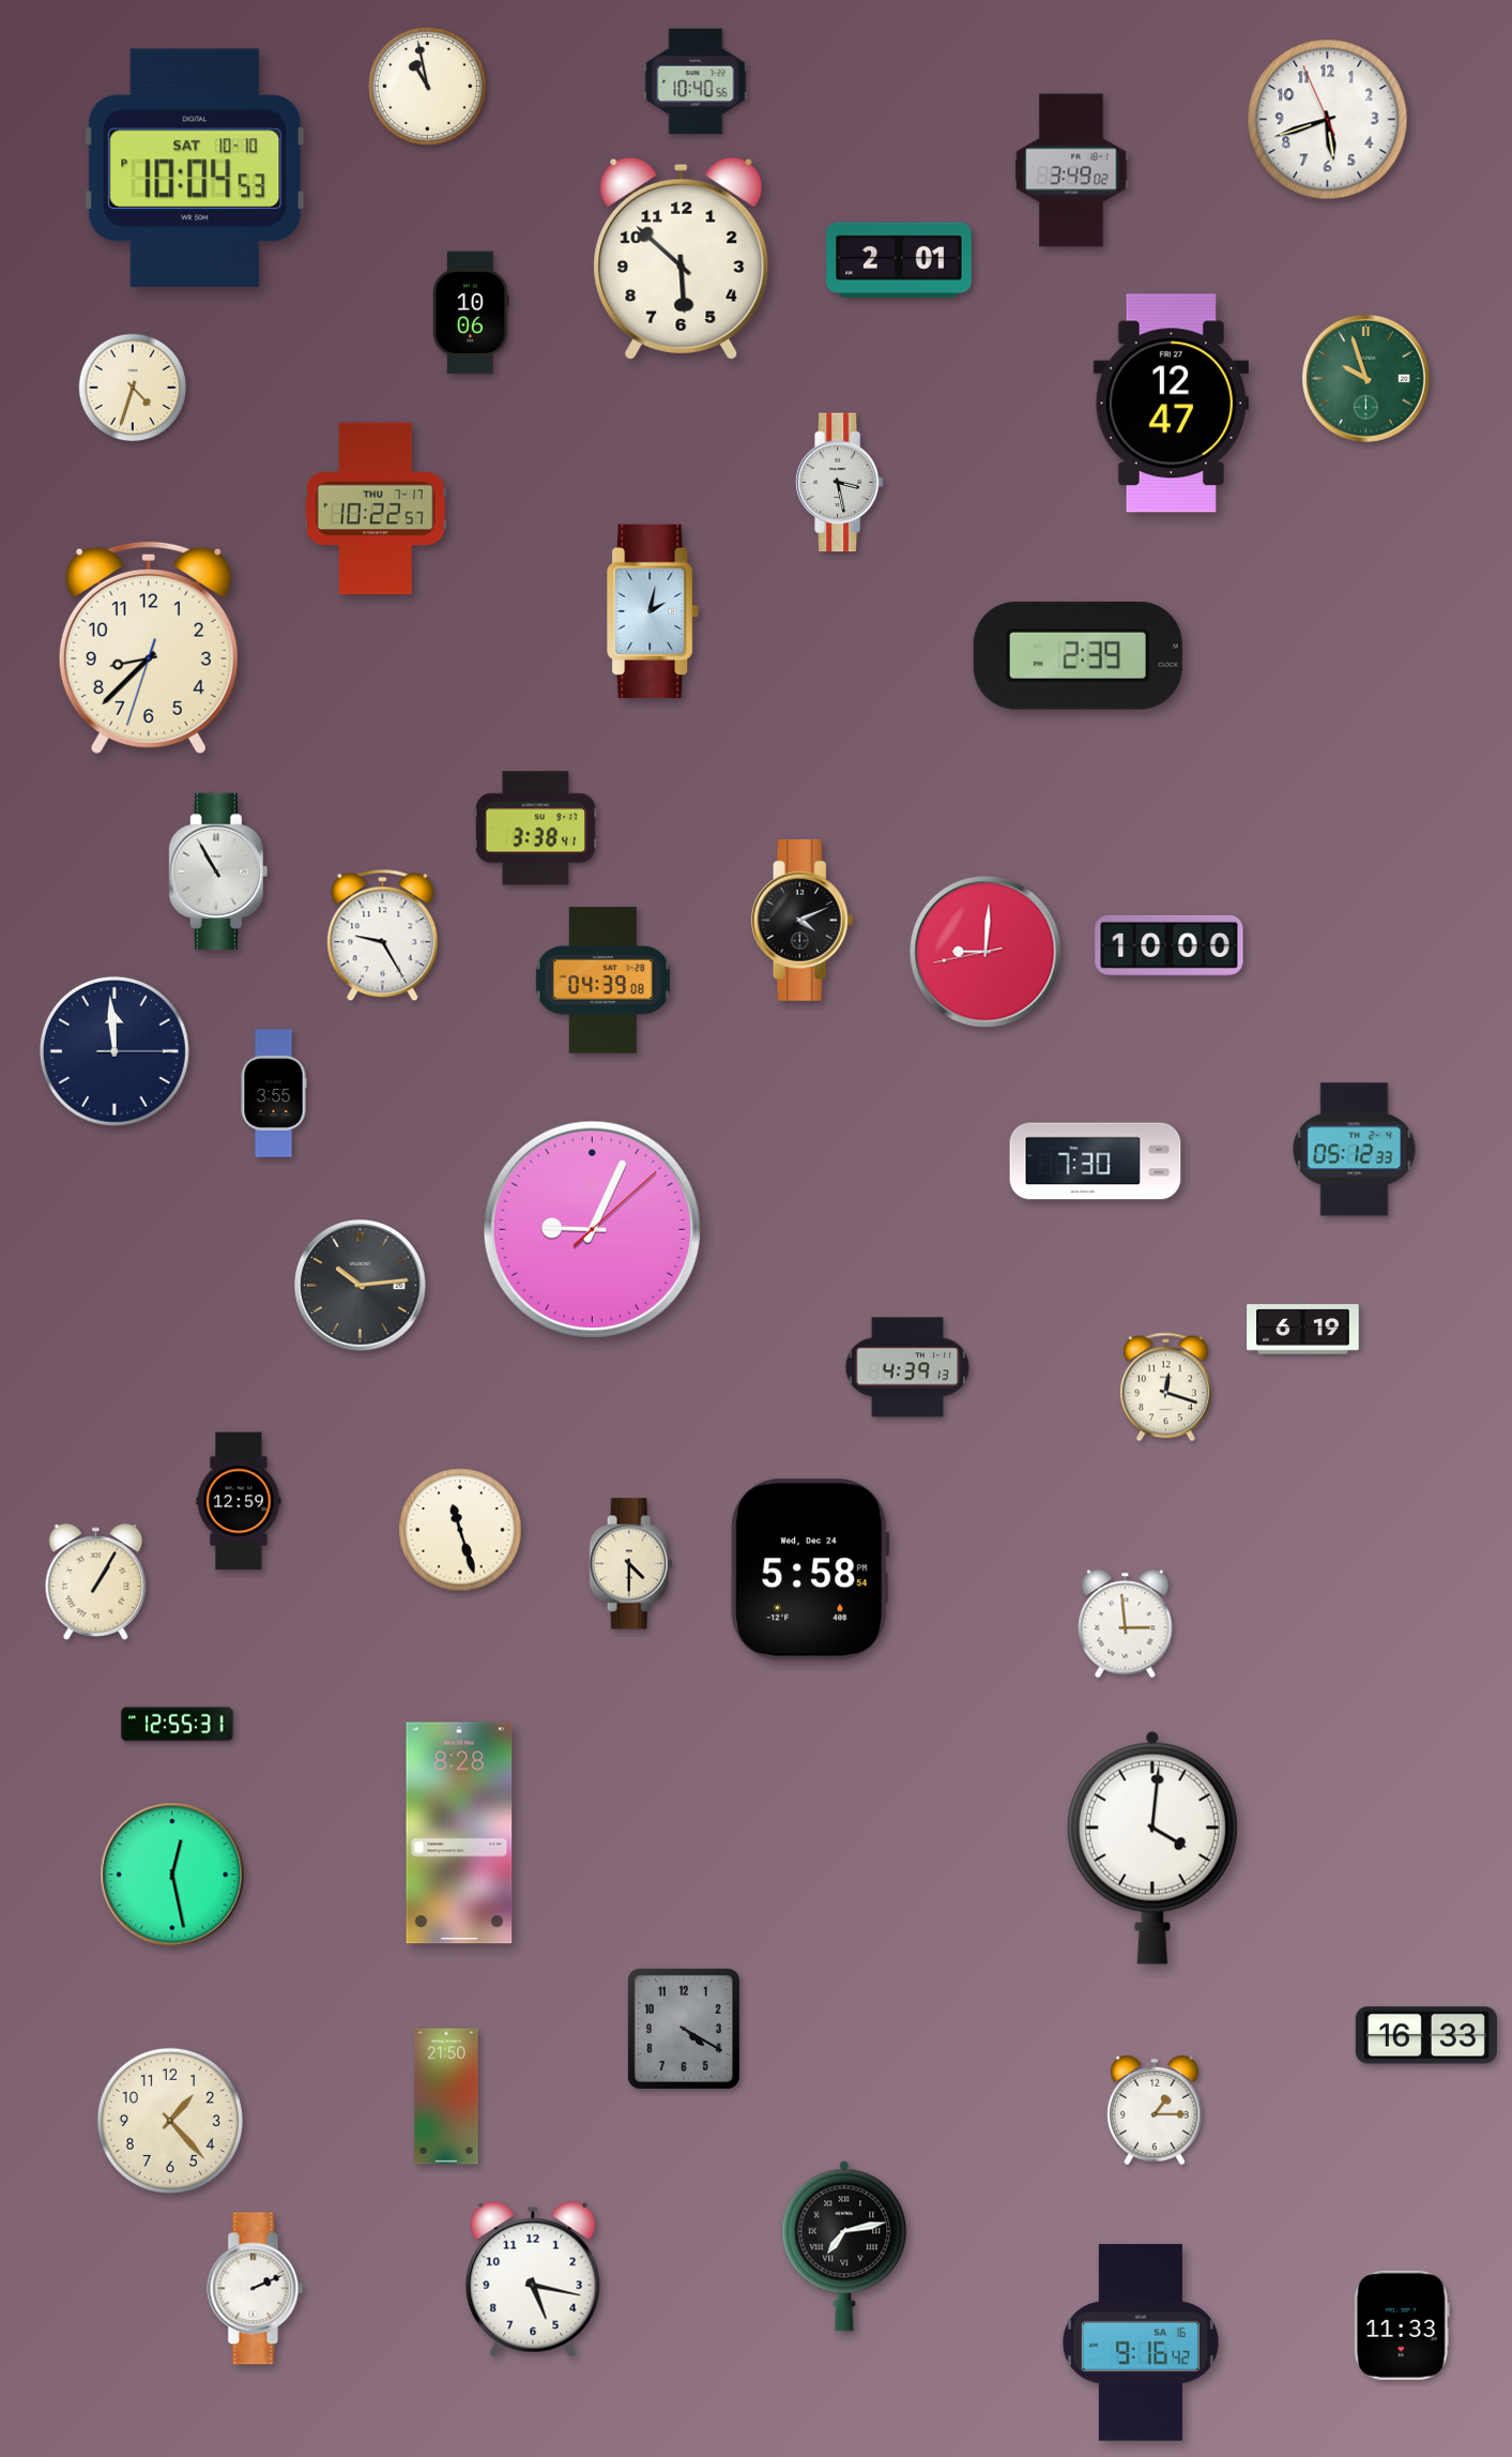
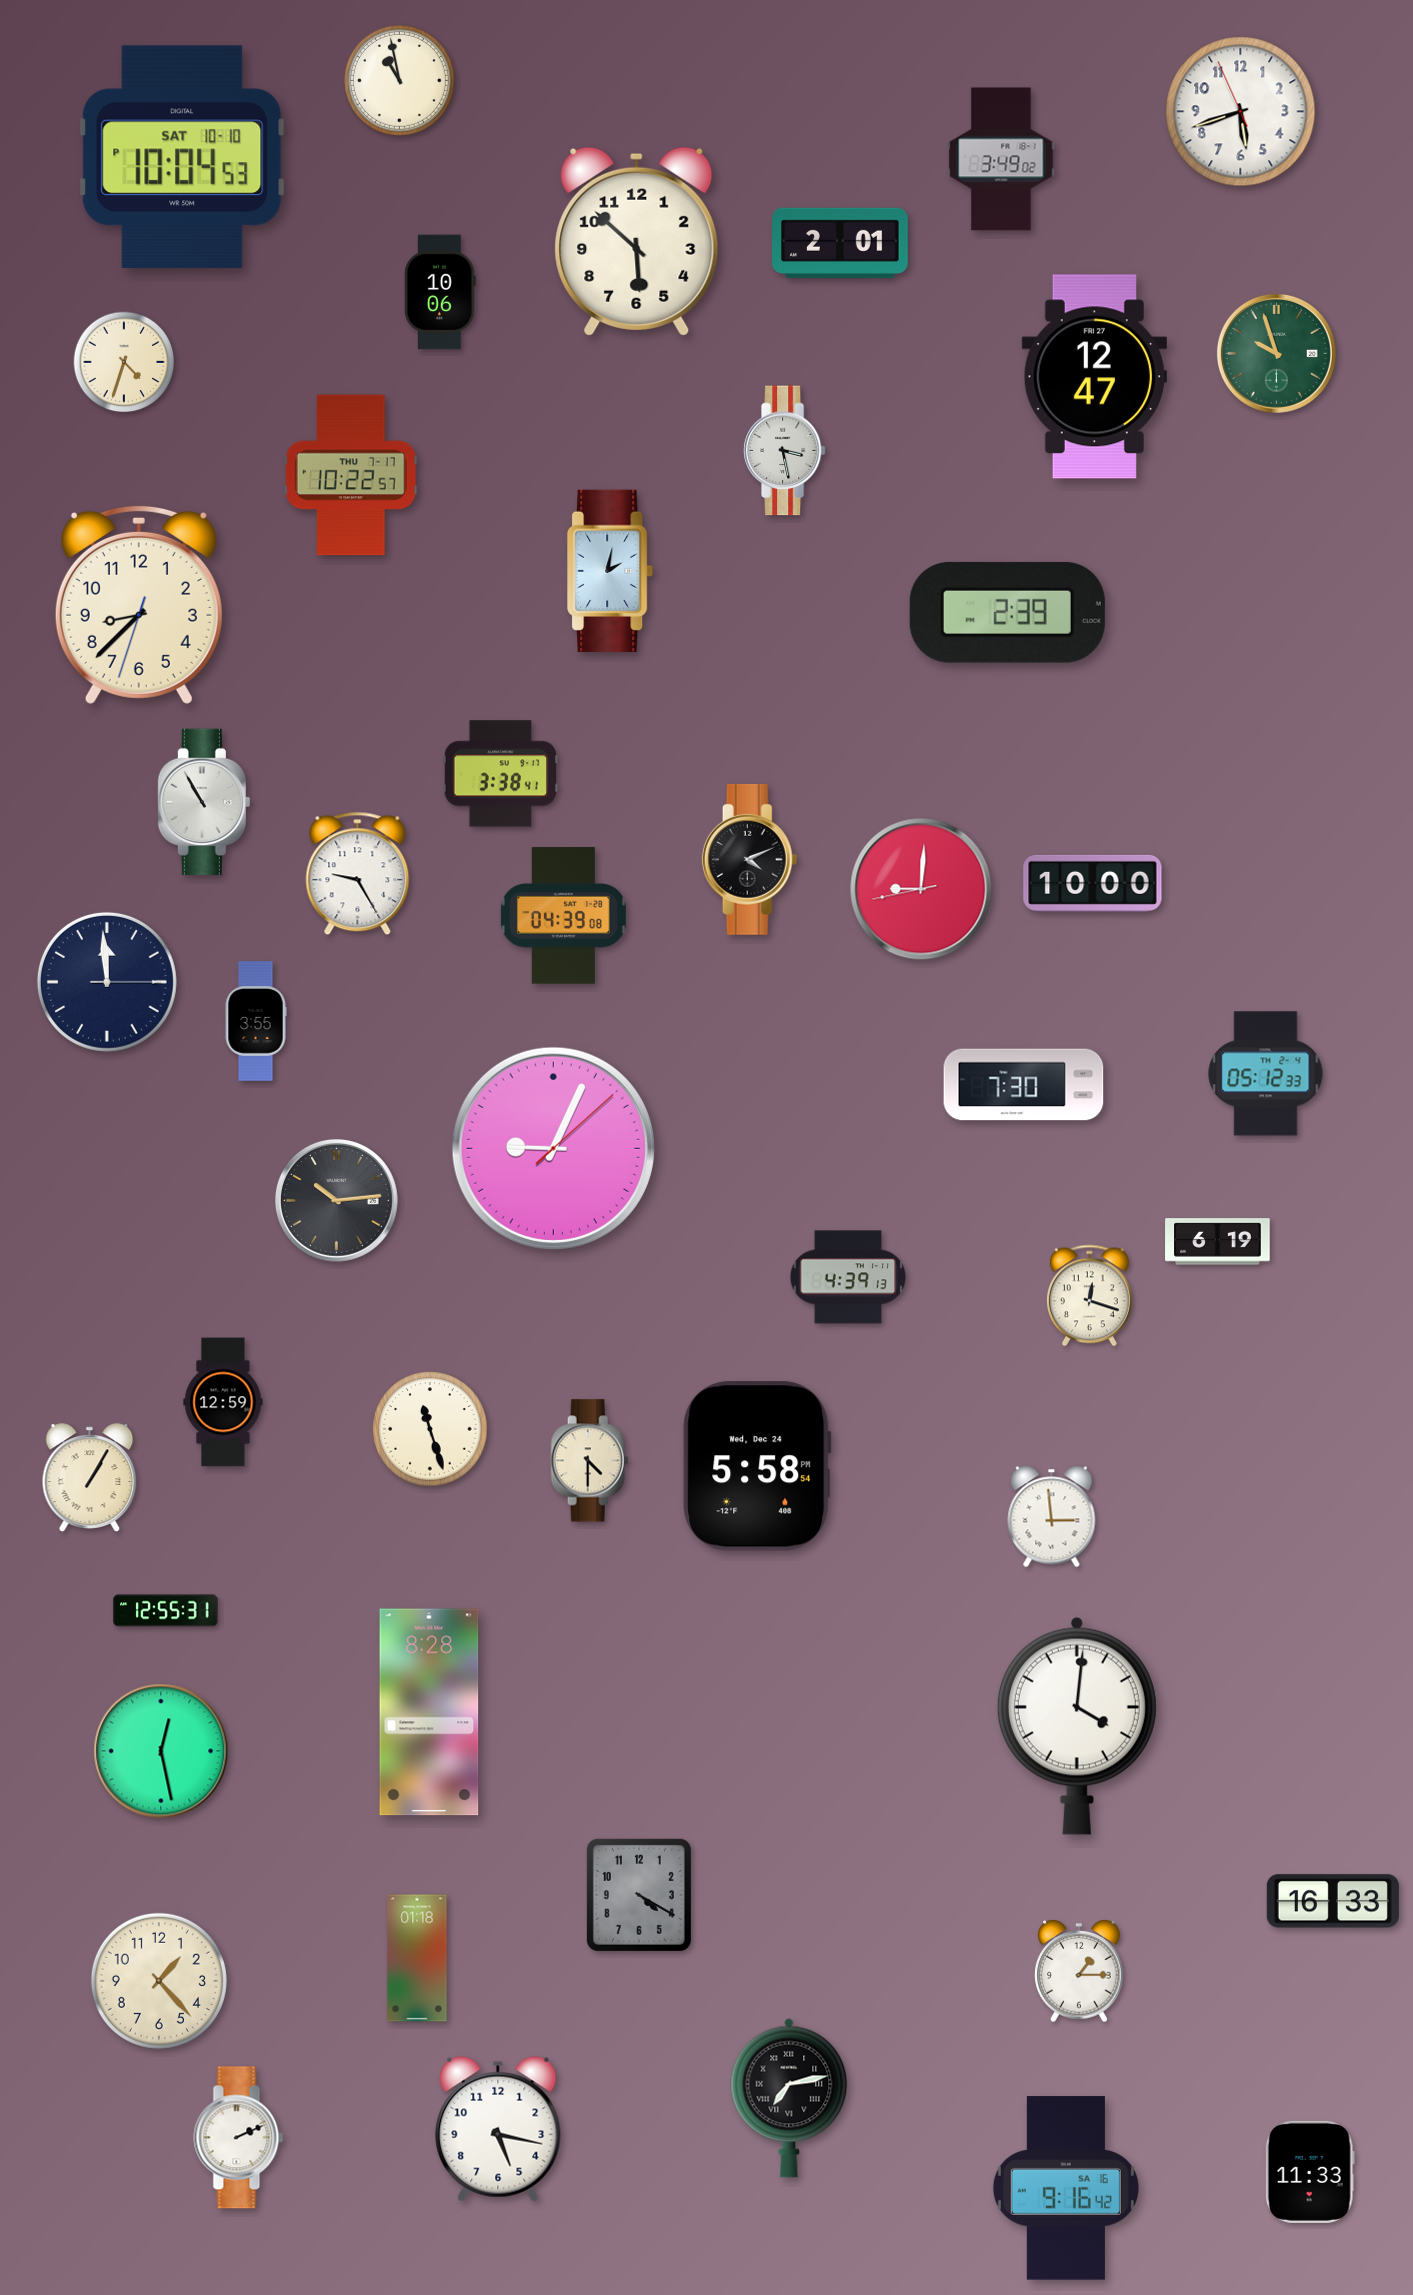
clock at (696, 81): 10:40 -> none
clock at (218, 871) position: (218, 871) -> (204, 802)
clock at (446, 2096): 21:50 -> 01:18
